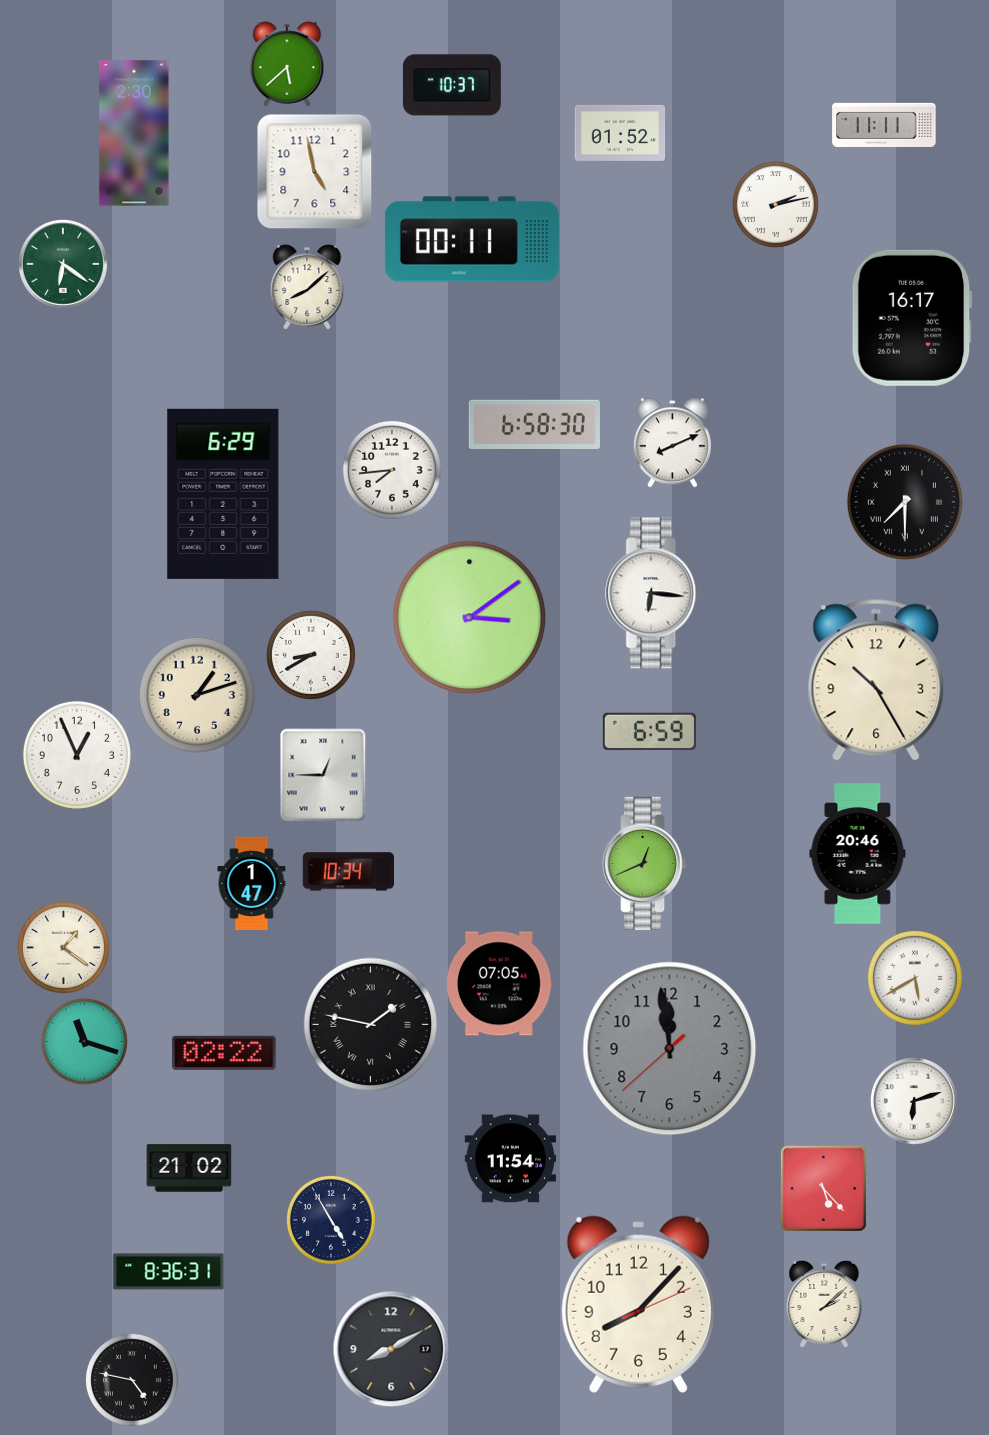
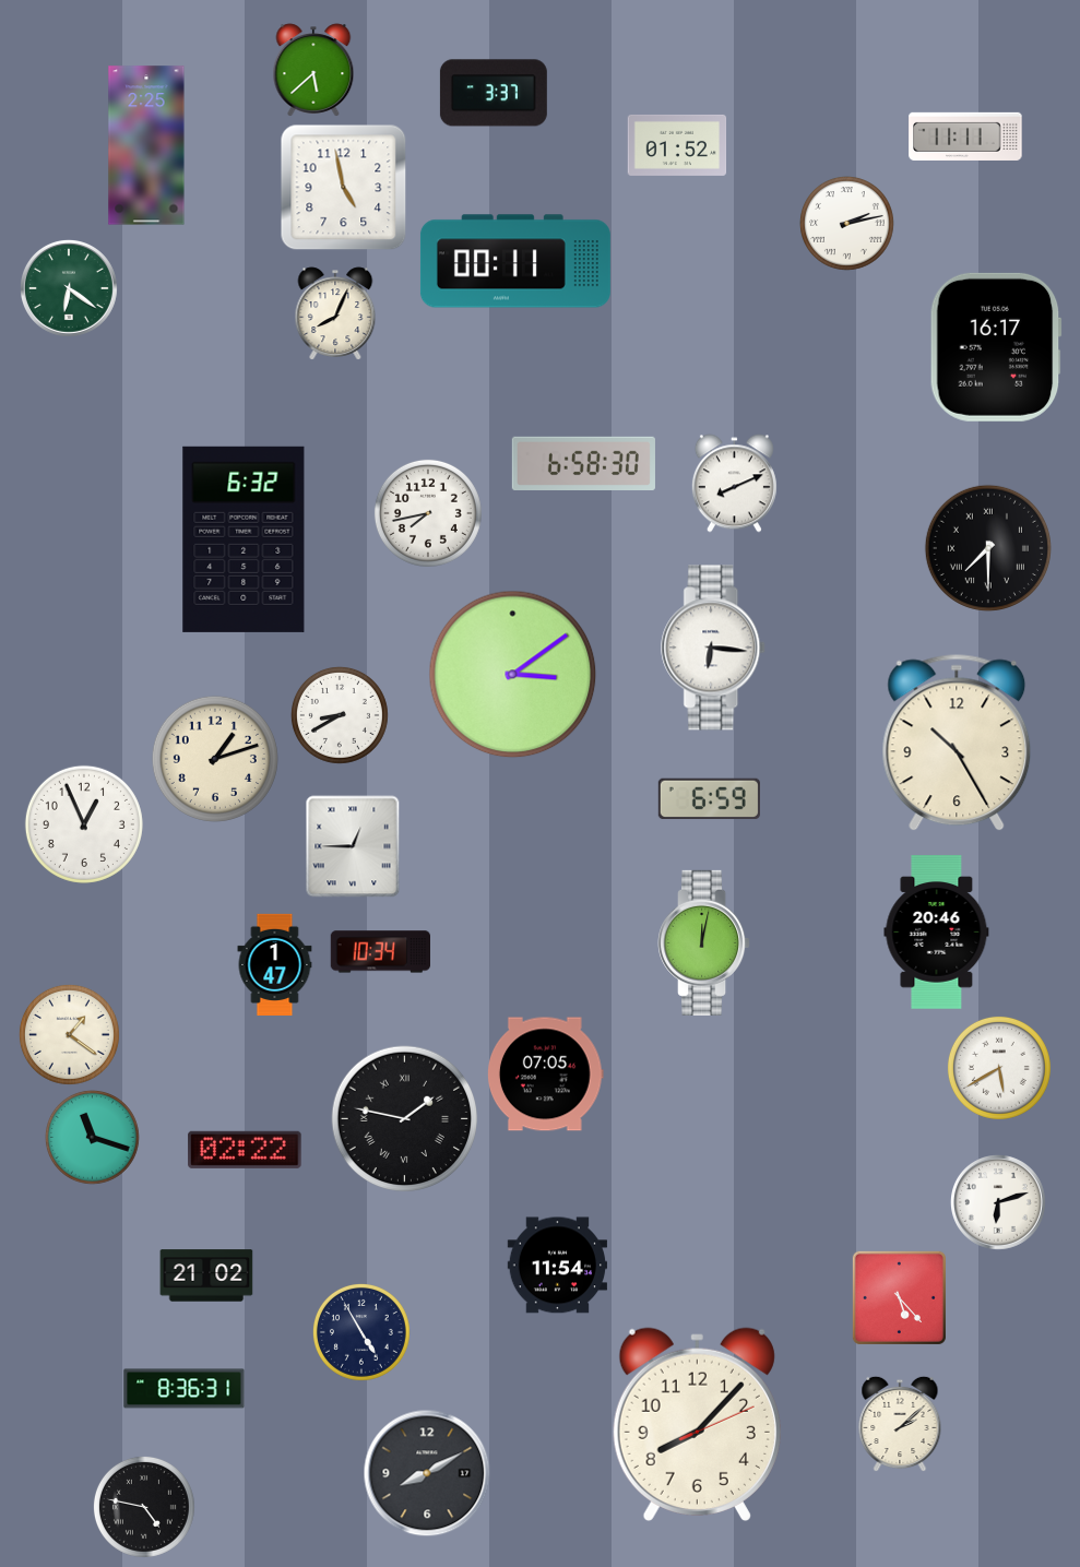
clock at (452, 85): 10:37 -> 3:37
clock at (134, 133): 2:30 -> 2:25
clock at (307, 287): 8:08 -> 8:04
clock at (392, 470): 7:44 -> 7:43
clock at (223, 494): 6:29 -> 6:32
clock at (645, 863): 12:41 -> 12:02
clock at (670, 1049): 11:58 -> none
